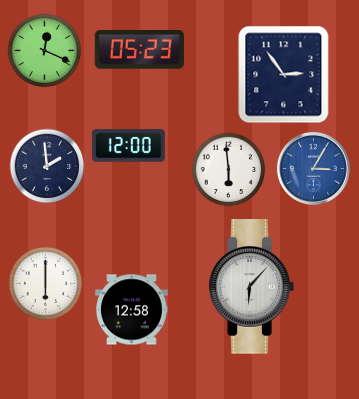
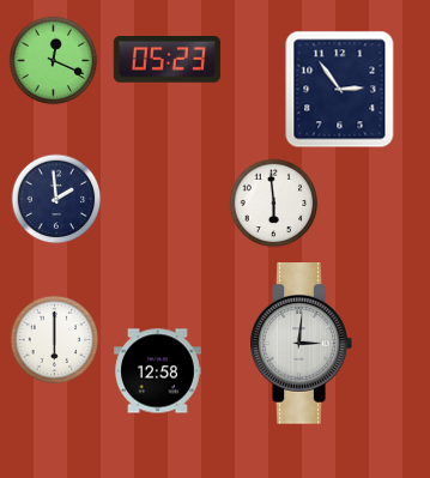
clock at (129, 146): 12:00 -> none
clock at (313, 168): 3:05 -> none
clock at (251, 287): 6:07 -> 3:01
